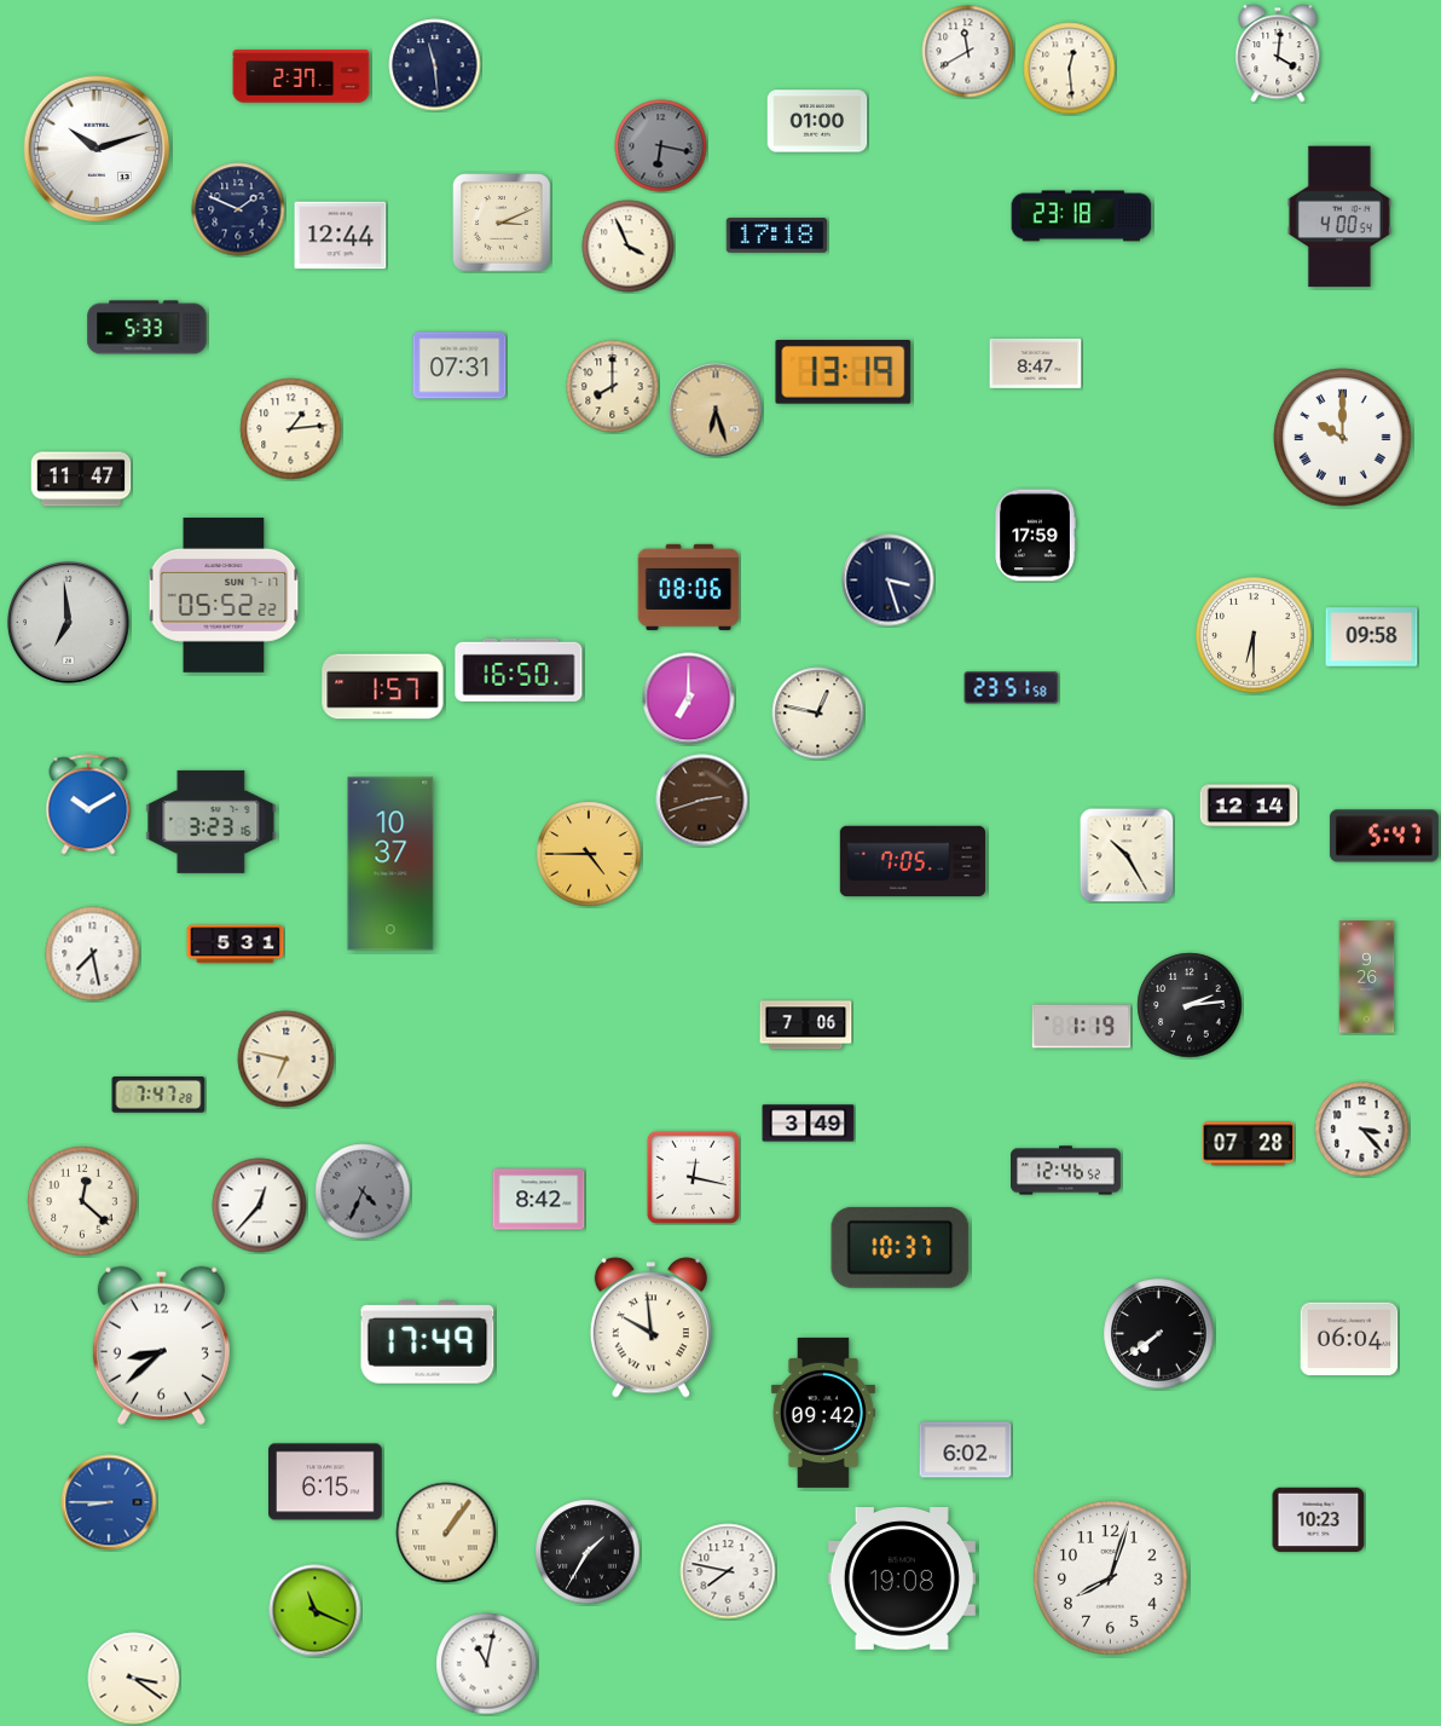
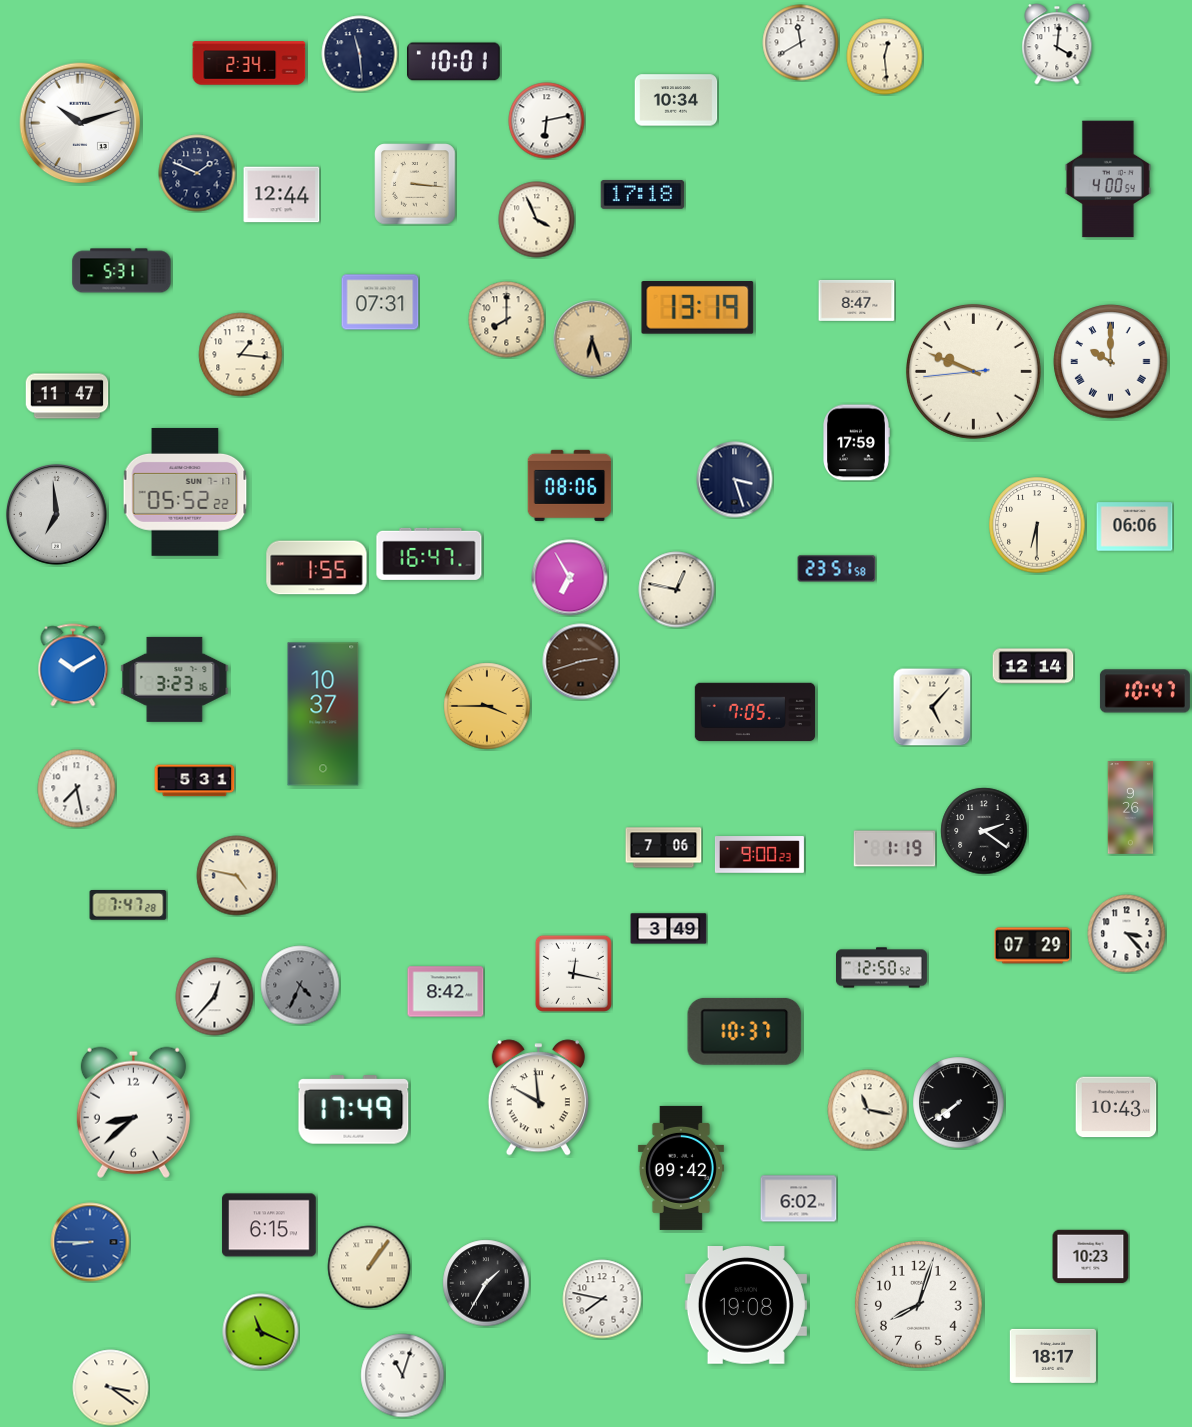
clock at (454, 62): none -> 10:01
clock at (301, 76): 2:37 -> 2:34
clock at (817, 121): 01:00 -> 10:34
clock at (661, 146): 6:17 -> 6:13
clock at (661, 146) dial: grey -> white
clock at (1082, 217): 23:18 -> none
clock at (502, 223): 3:11 -> 3:16
clock at (629, 247) position: (629, 247) -> (537, 220)
clock at (147, 328): 5:33 -> 5:31
clock at (291, 429): 1:14 -> 1:16
clock at (973, 371): none -> 9:48
clock at (1372, 637): 09:58 -> 06:06
clock at (519, 670): 16:50 -> 16:47
clock at (383, 687): 1:57 -> 1:55
clock at (689, 699): 7:00 -> 6:55
clock at (1384, 836): 5:47 -> 10:47
clock at (589, 854): 4:45 -> 3:45
clock at (1127, 855): 10:25 -> 5:07
clock at (1190, 1005): 2:14 -> 2:21
clock at (806, 1026) position: (806, 1026) -> (664, 848)
clock at (759, 855): none -> 9:00
clock at (287, 1060): 6:47 -> 4:47
clock at (158, 1095) position: (158, 1095) -> (128, 905)
clock at (1249, 1144): 07:28 -> 07:29
clock at (1066, 1171): 12:46 -> 12:50
clock at (82, 1201): 12:22 -> none
clock at (1349, 1339): 06:04 -> 10:43
clock at (868, 1110): none -> 11:17
clock at (1053, 1356): none -> 18:17
clock at (487, 1664): 11:02 -> 11:03
